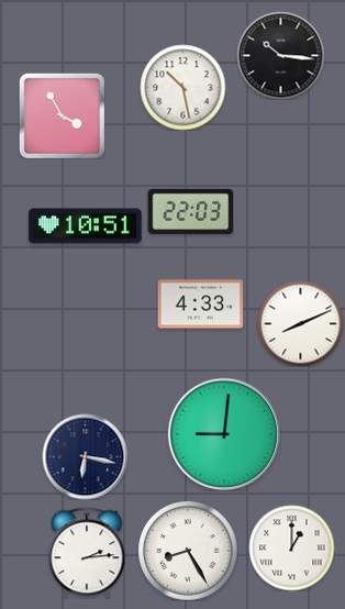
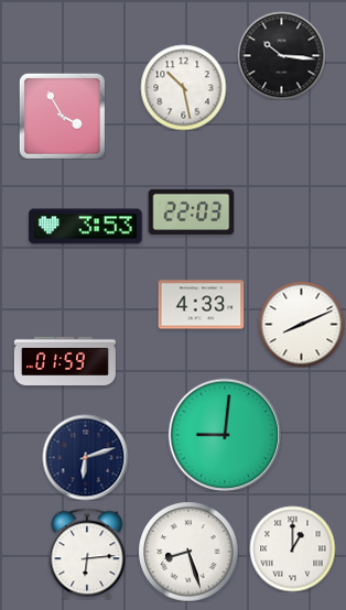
clock at (86, 226): 10:51 -> 3:53
clock at (65, 360): none -> 01:59
clock at (85, 456): 6:17 -> 6:12
clock at (188, 551): 8:25 -> 8:27
clock at (87, 553): 2:14 -> 6:14
